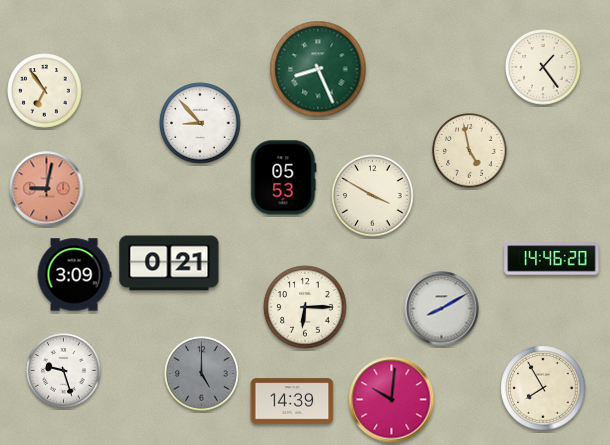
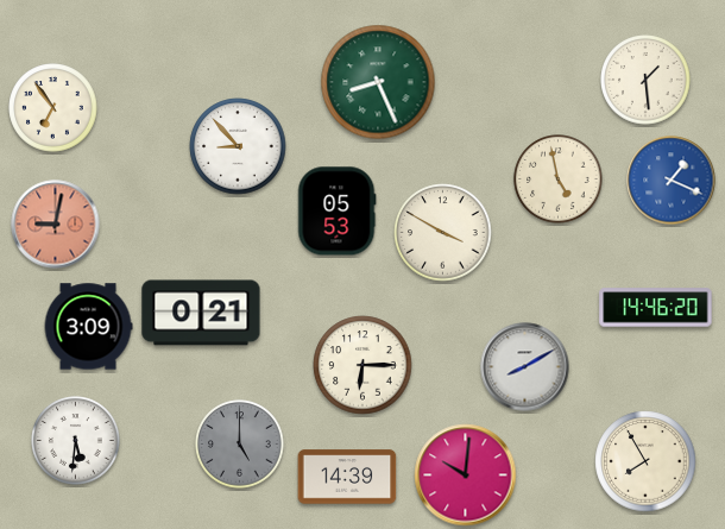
clock at (543, 67): 1:24 -> 1:29
clock at (672, 181): none -> 1:19
clock at (64, 371): 9:27 -> 5:31
